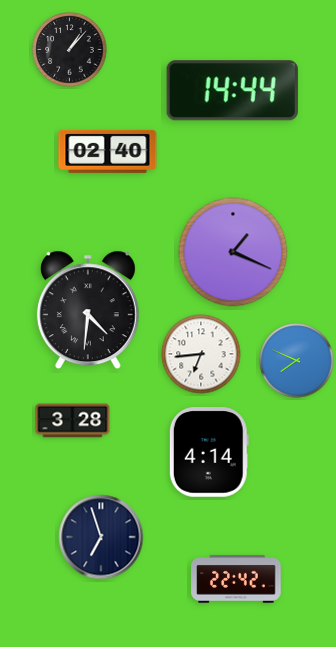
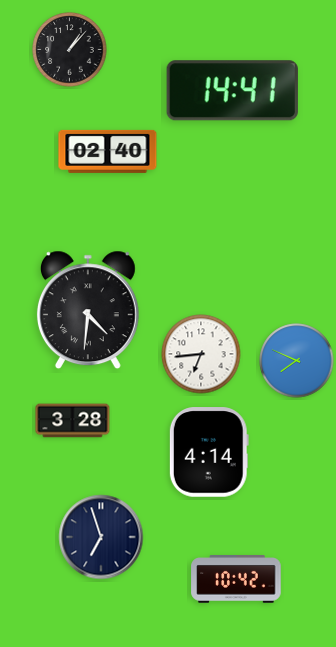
clock at (232, 91): 14:44 -> 14:41
clock at (233, 252): 1:19 -> none
clock at (236, 580): 22:42 -> 10:42
